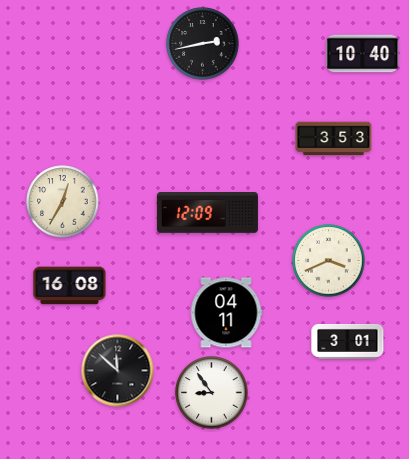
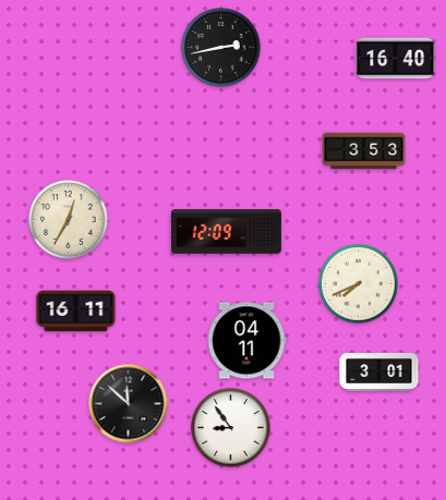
clock at (363, 54): 10:40 -> 16:40
clock at (329, 261): 3:41 -> 7:41
clock at (70, 286): 16:08 -> 16:11
